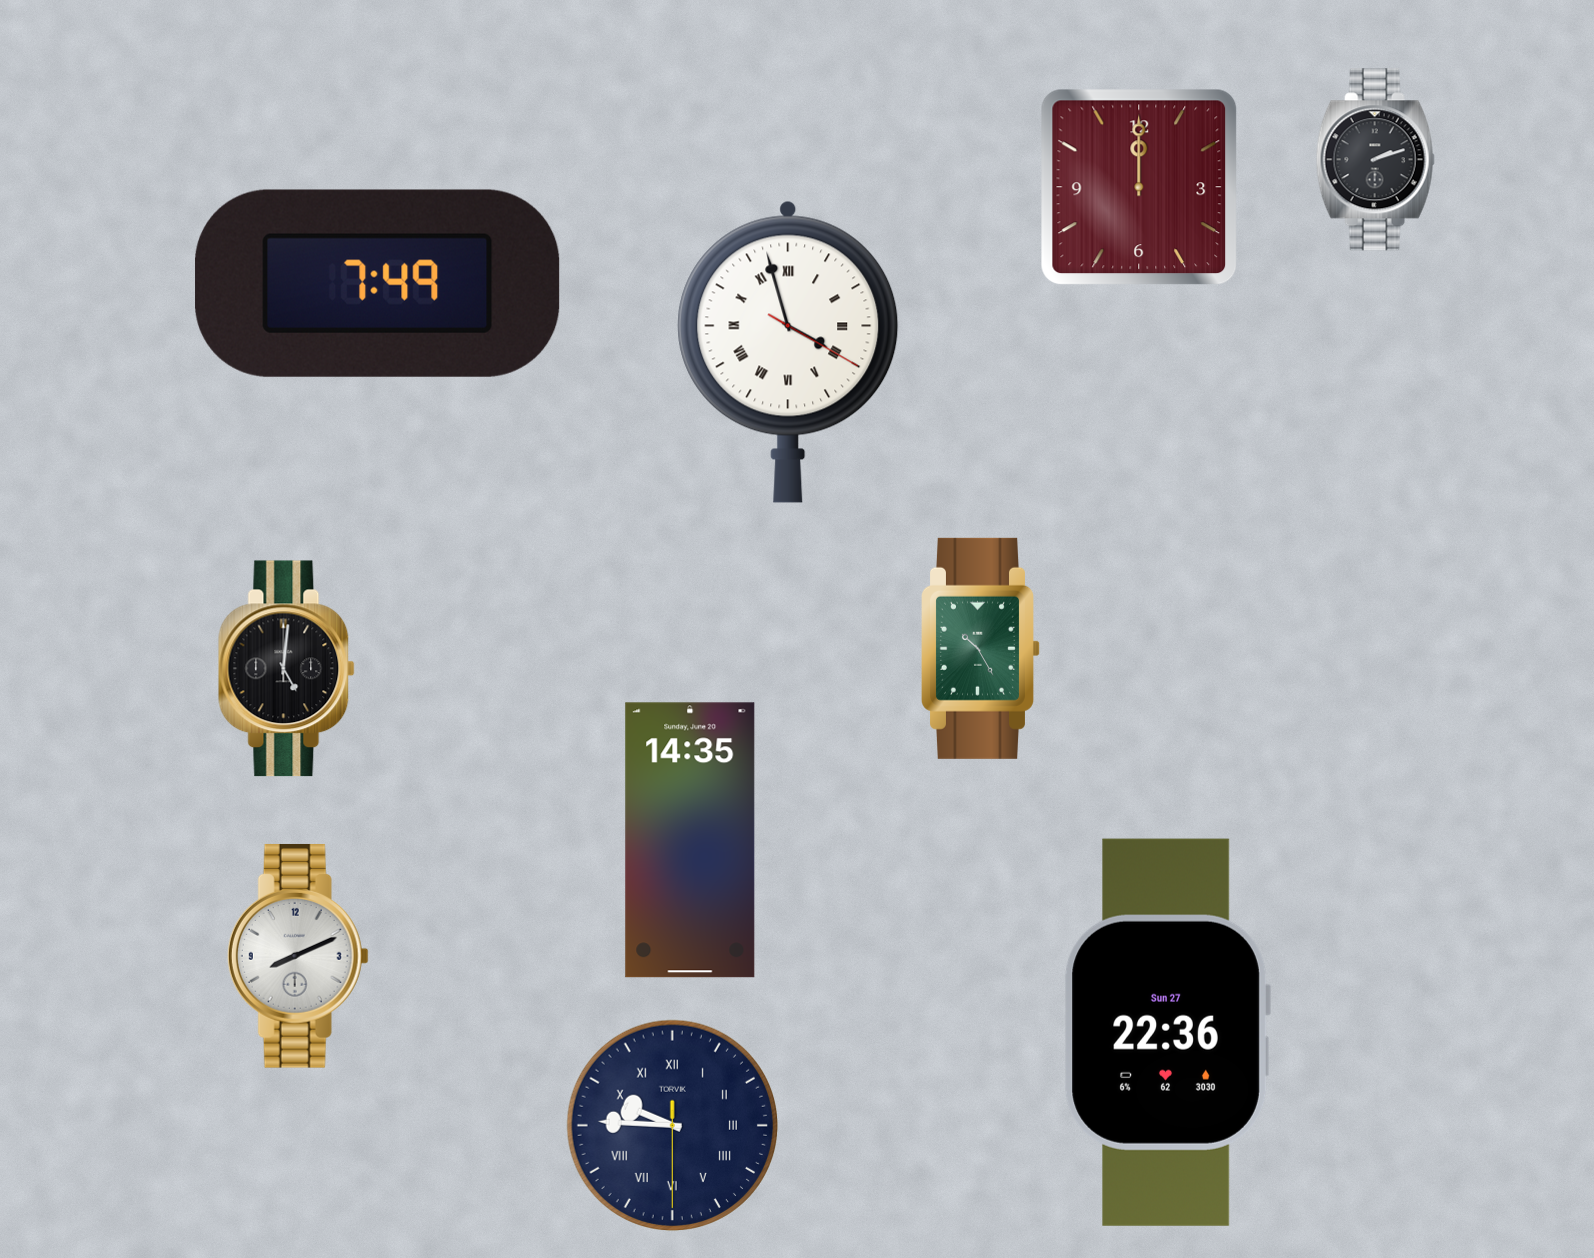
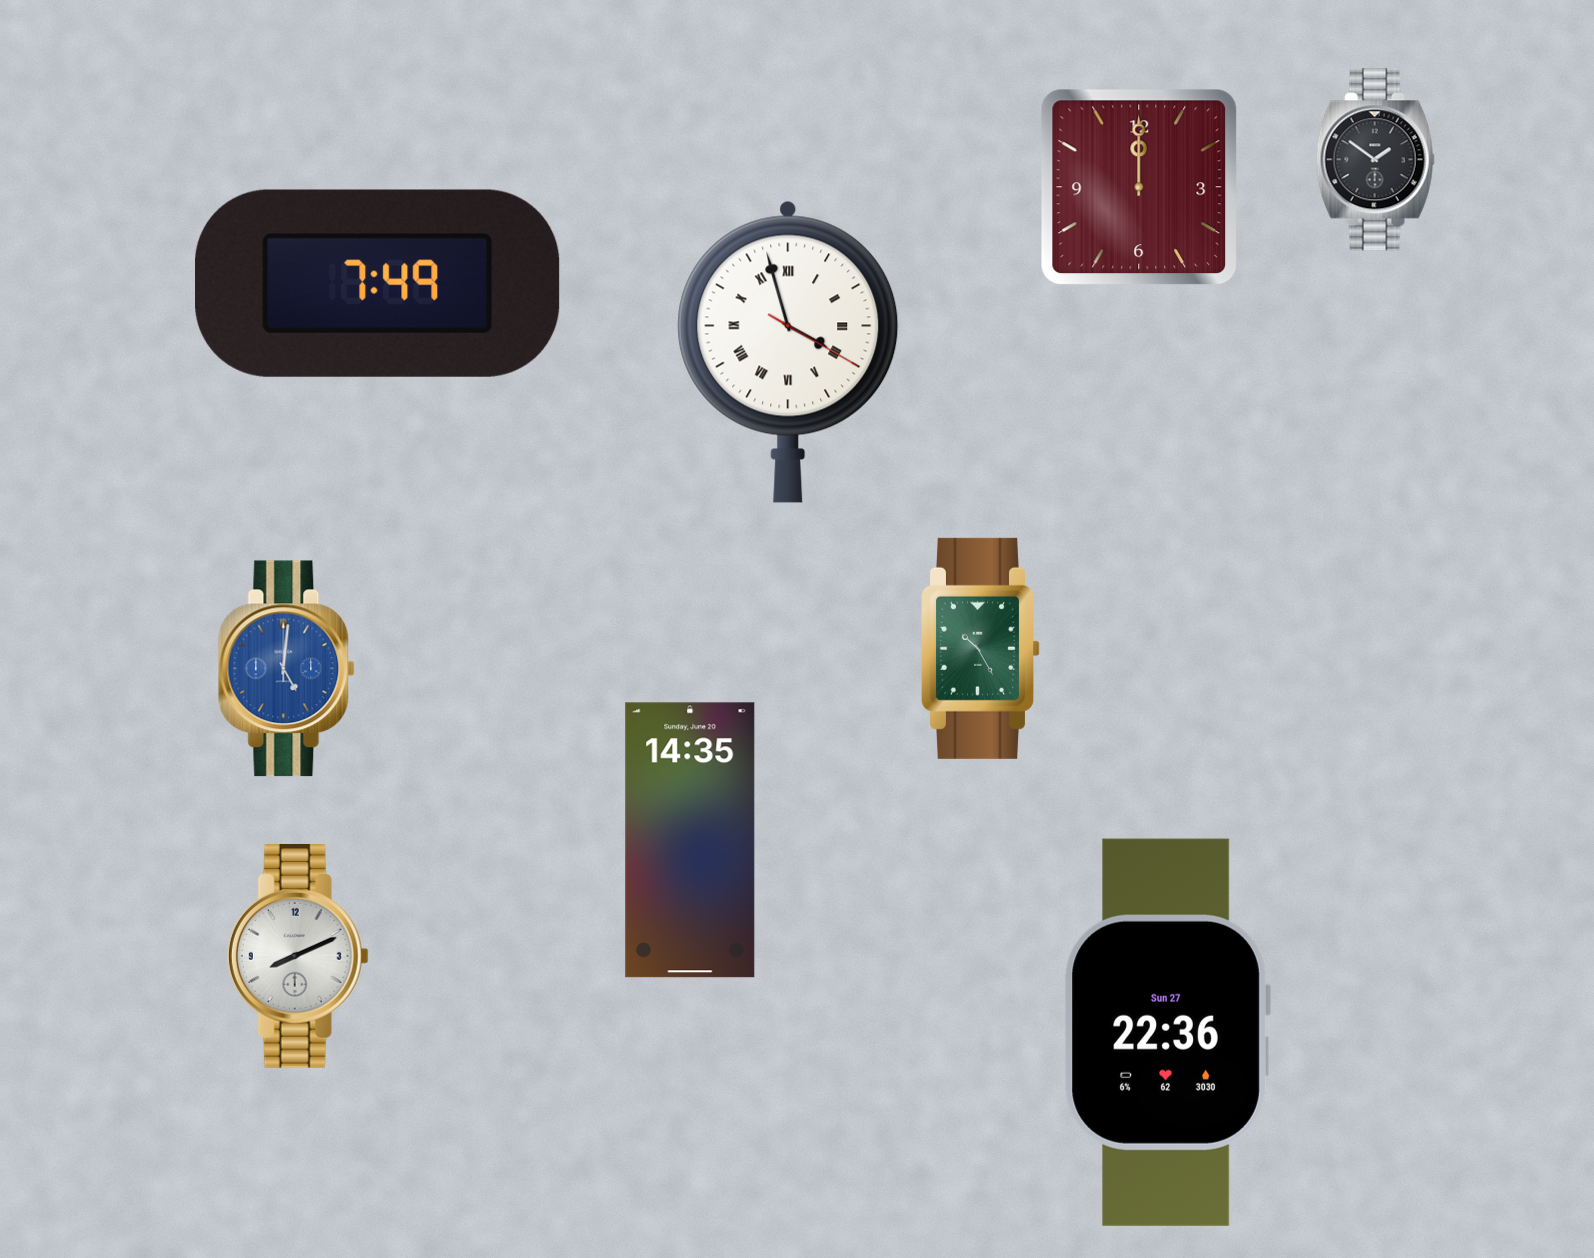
clock at (1375, 160): 2:12 -> 1:51
clock at (287, 669) dial: black -> blue
clock at (672, 1125): 9:45 -> none
